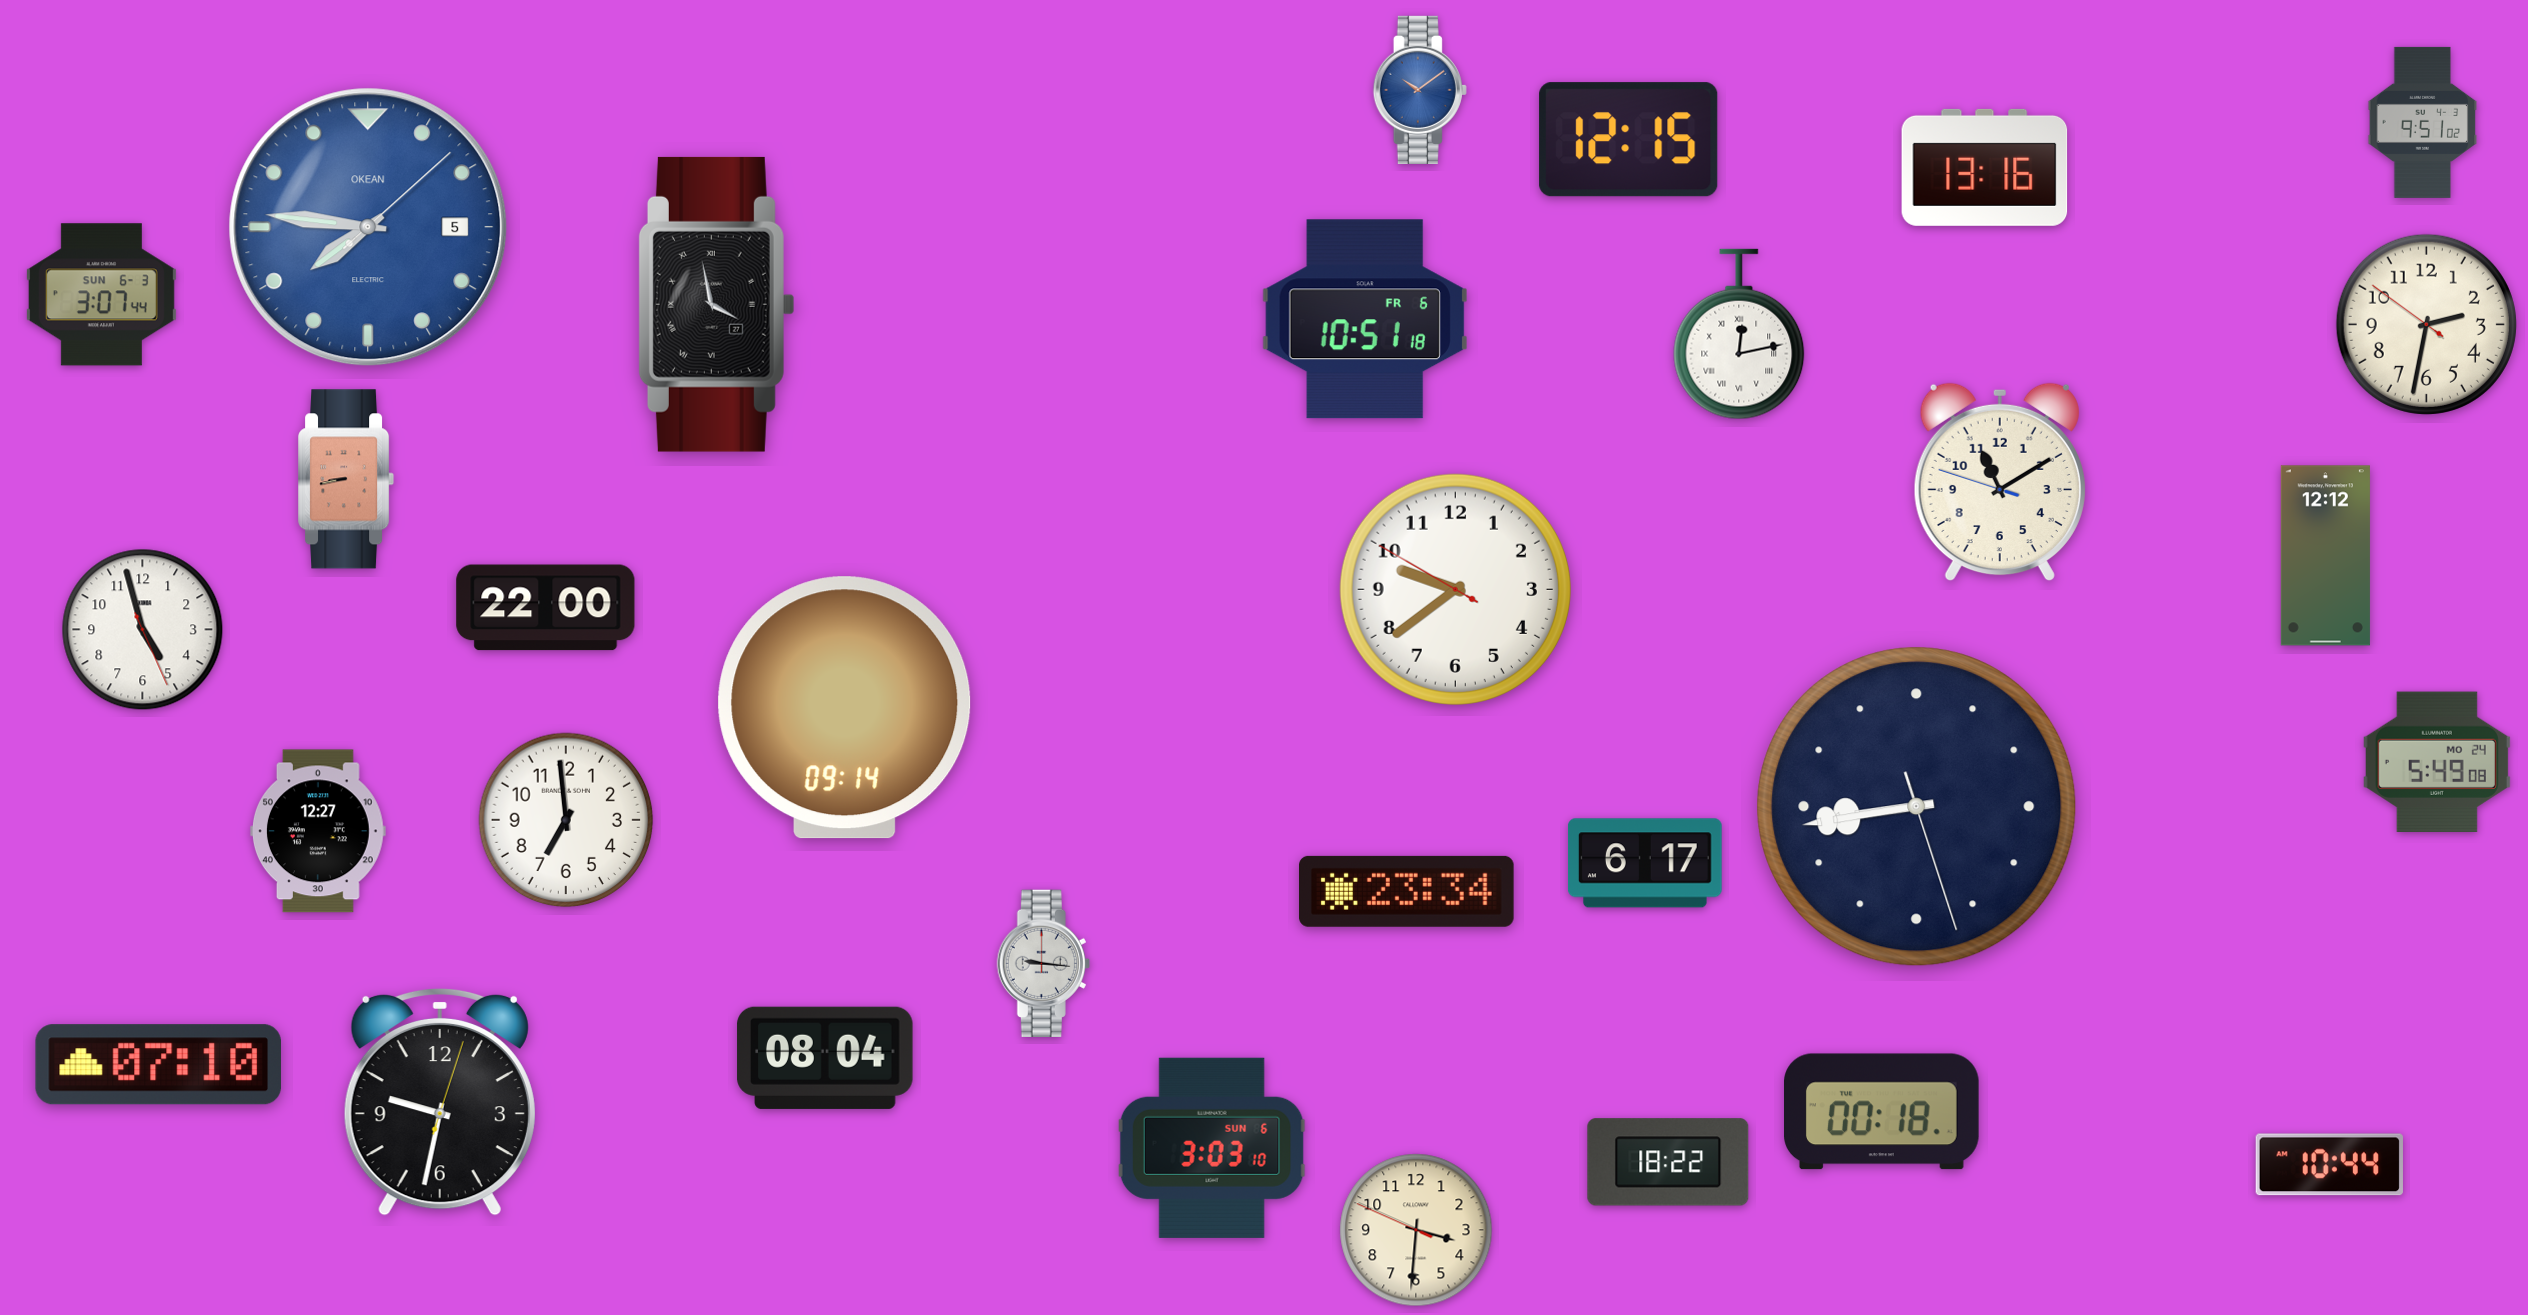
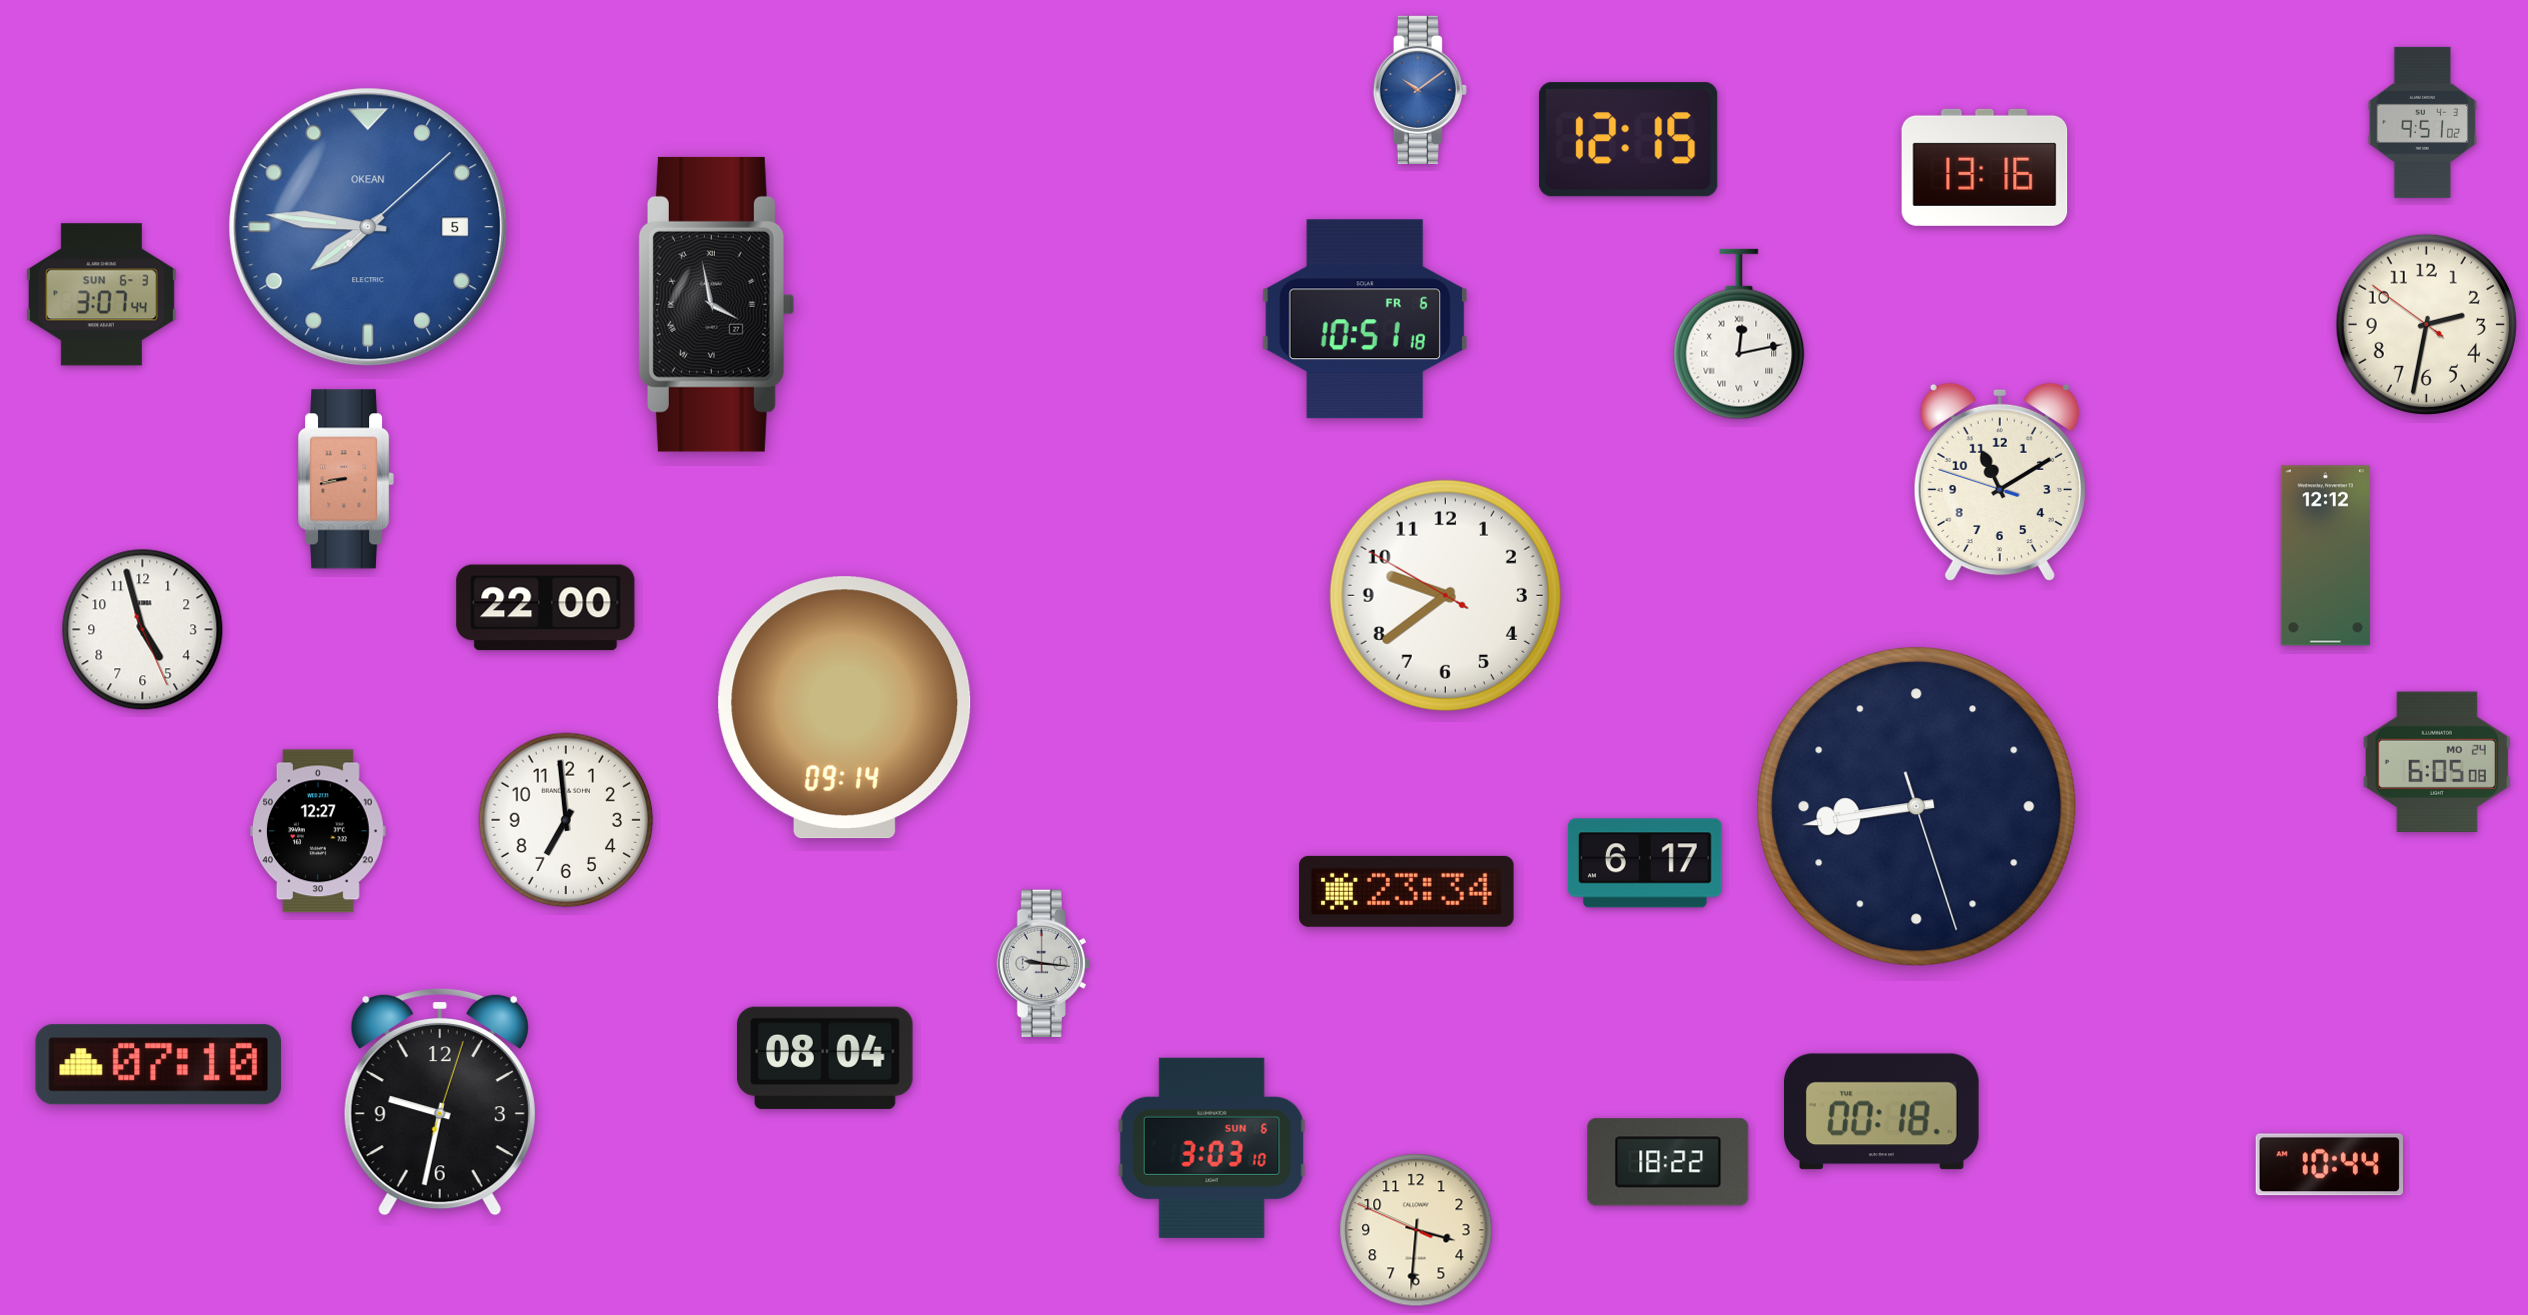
clock at (1455, 589) position: (1455, 589) -> (1445, 595)
clock at (2437, 761): 5:49 -> 6:05
